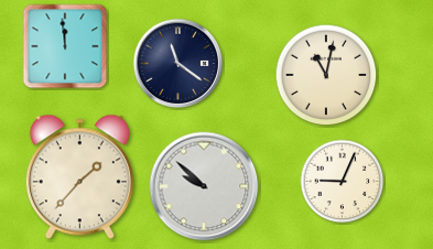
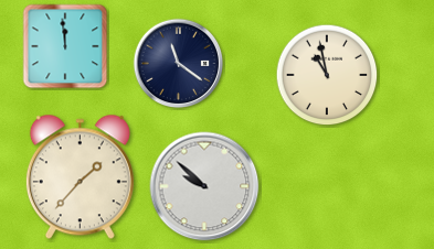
clock at (326, 75): 11:02 -> 10:58
clock at (343, 182): 9:04 -> none
